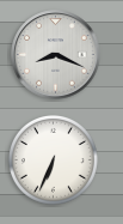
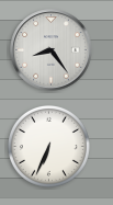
clock at (56, 55): 8:19 -> 8:24
